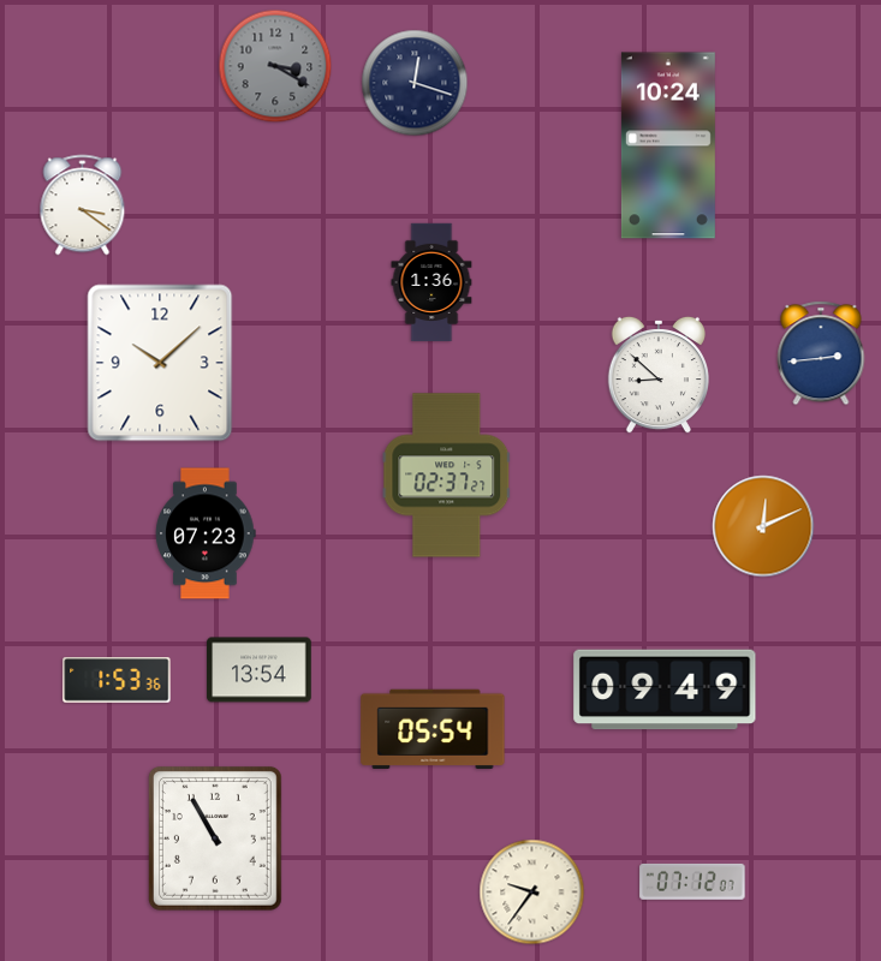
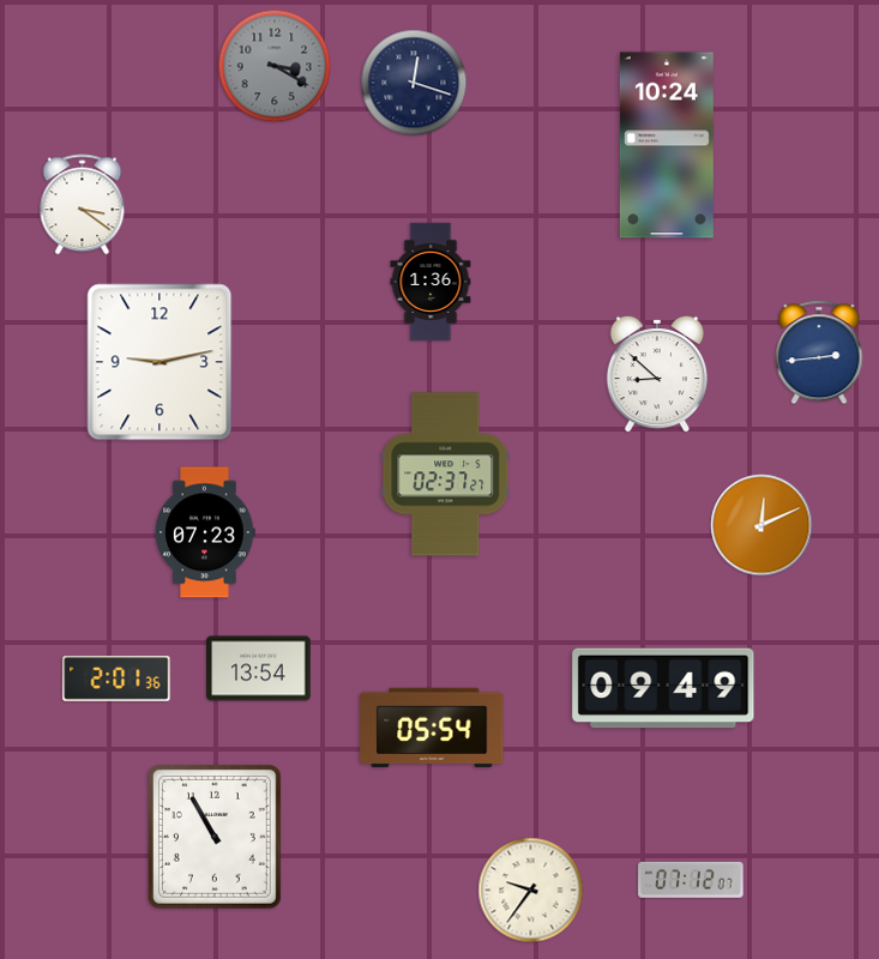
clock at (160, 363): 10:08 -> 9:13
clock at (117, 680): 1:53 -> 2:01
